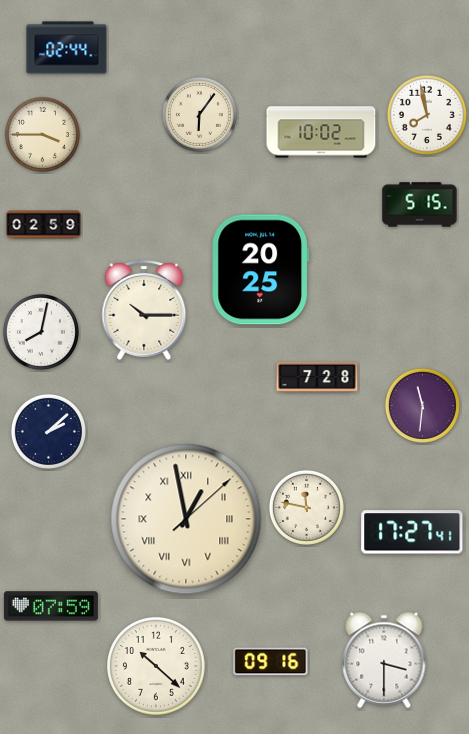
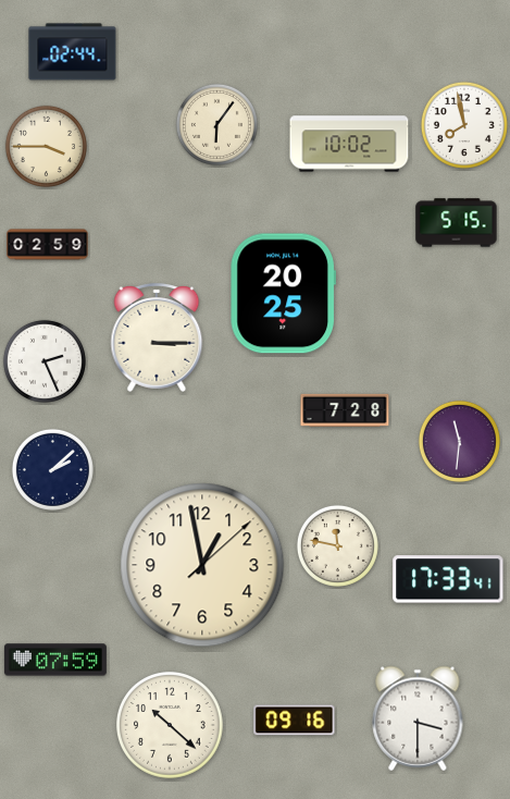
clock at (144, 310): 10:15 -> 3:15
clock at (41, 332): 8:02 -> 2:26
clock at (306, 507) position: (306, 507) -> (337, 545)
clock at (186, 519) numerals: Roman -> Arabic
clock at (412, 532): 17:27 -> 17:33
